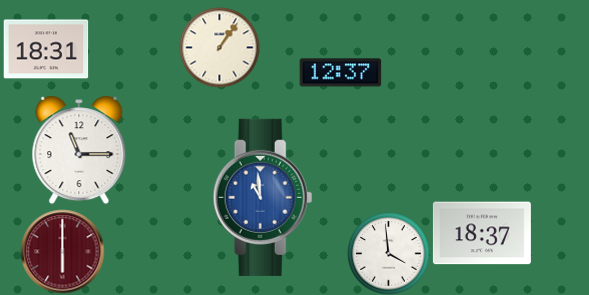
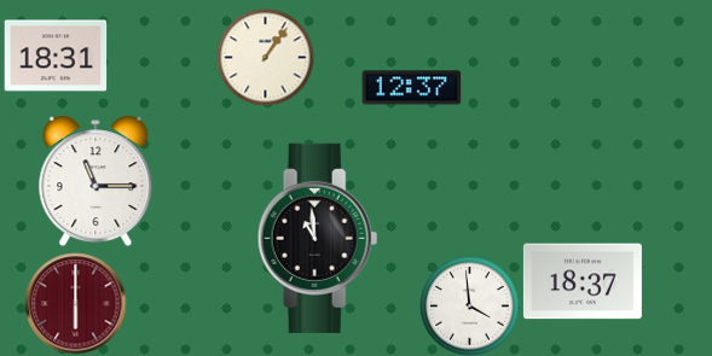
clock at (46, 49) position: (46, 49) -> (56, 56)
clock at (263, 197) dial: blue -> black
